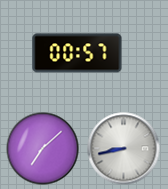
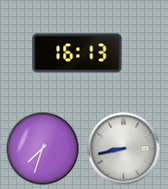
clock at (77, 53): 00:57 -> 16:13
clock at (43, 149): 7:08 -> 7:33
